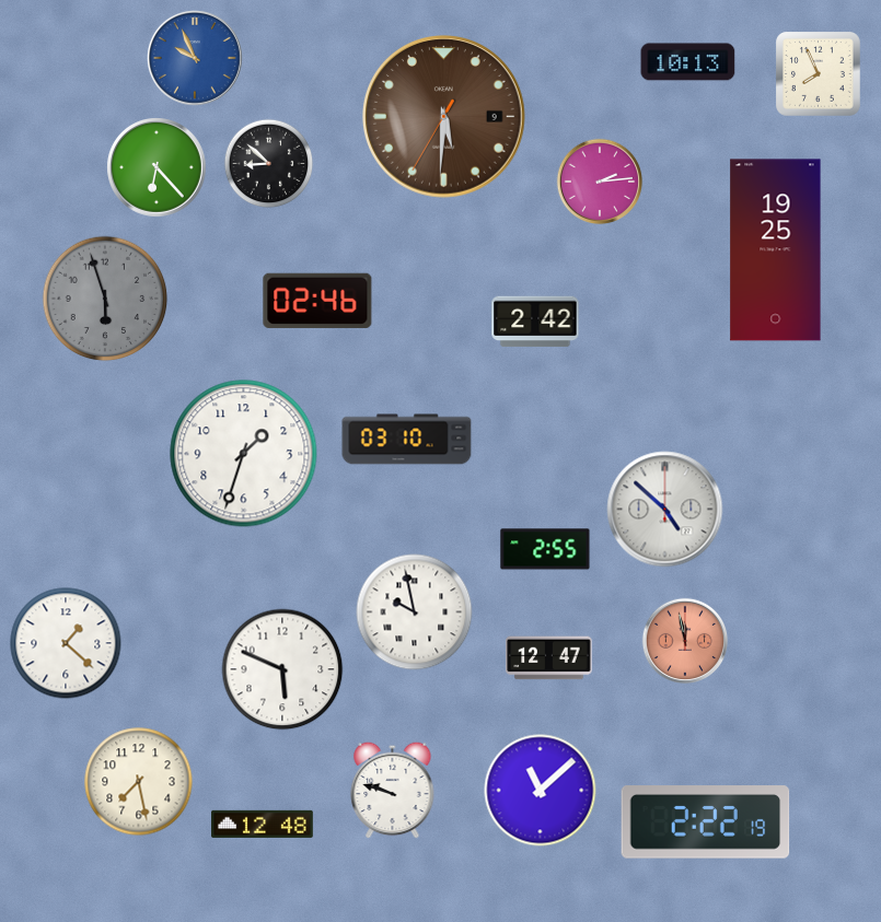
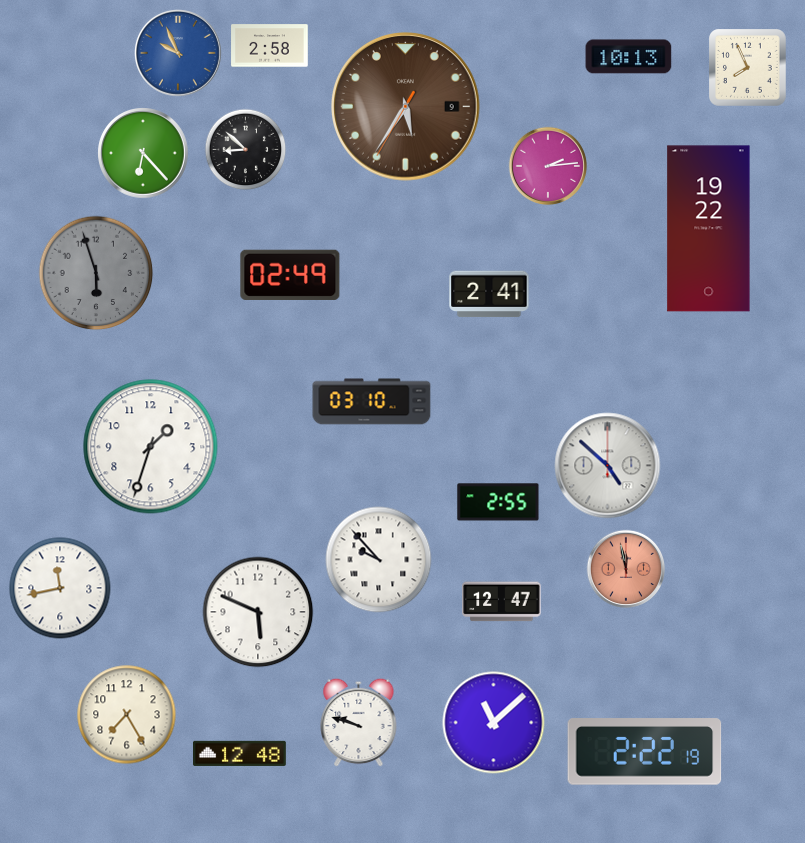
clock at (270, 46): none -> 2:58
clock at (444, 117): 5:30 -> 5:35
clock at (776, 250): 19:25 -> 19:22
clock at (317, 301): 02:46 -> 02:49
clock at (535, 322): 2:42 -> 2:41
clock at (244, 454) position: (244, 454) -> (151, 447)
clock at (415, 612): 9:58 -> 9:53
clock at (684, 640) position: (684, 640) -> (625, 568)
clock at (66, 643): 1:22 -> 11:43
clock at (139, 782): 7:28 -> 7:25
